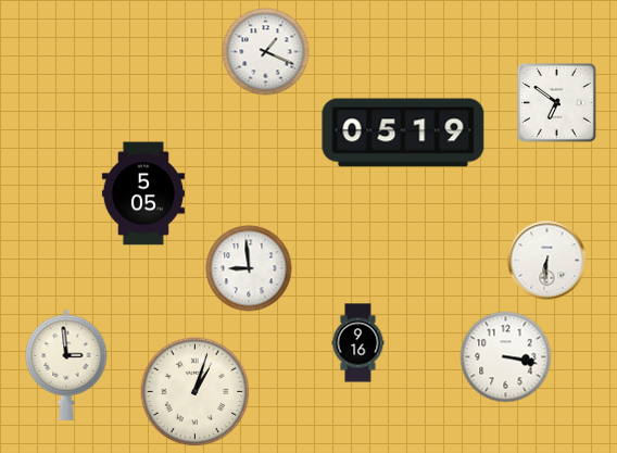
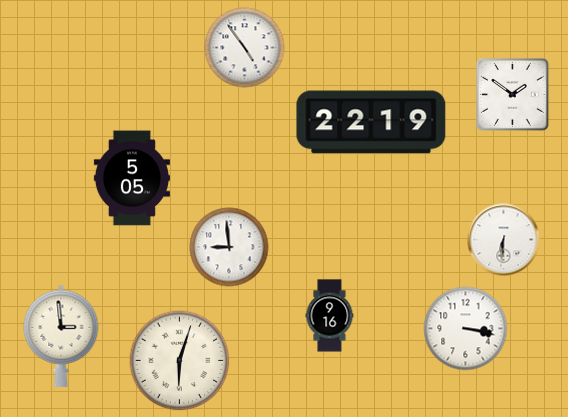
clock at (266, 52): 1:19 -> 4:54
clock at (556, 102): 6:51 -> 1:51
clock at (403, 133): 05:19 -> 22:19
clock at (196, 392): 1:03 -> 6:03
